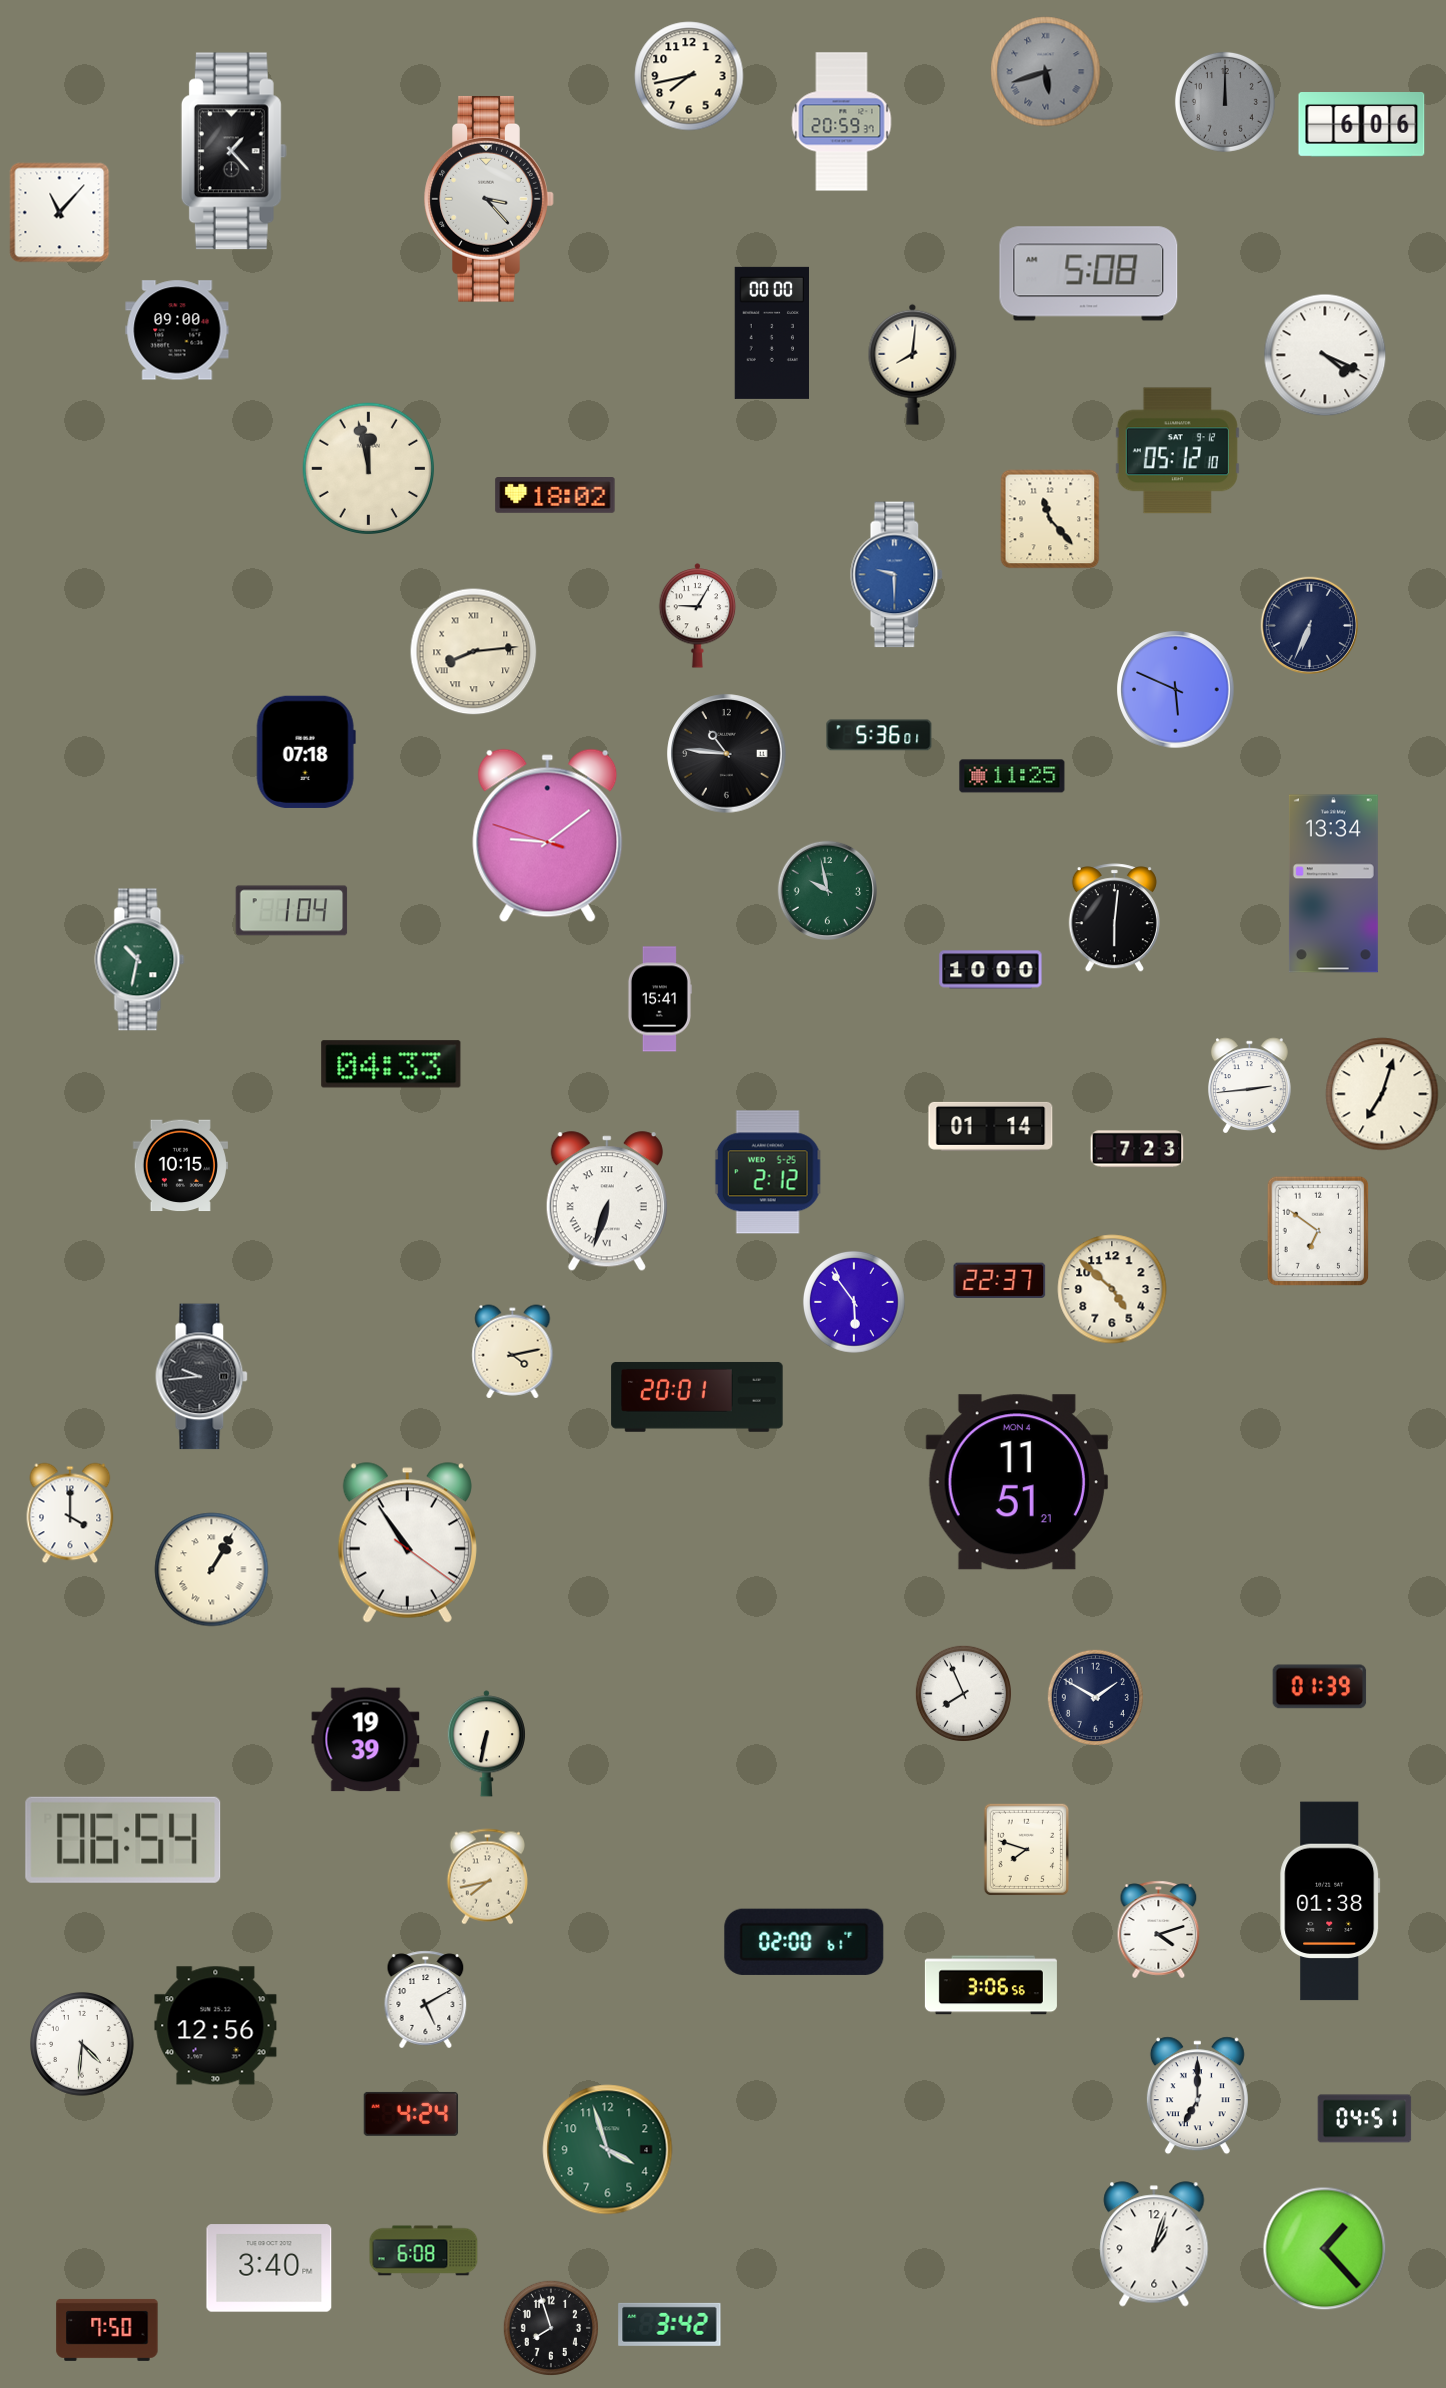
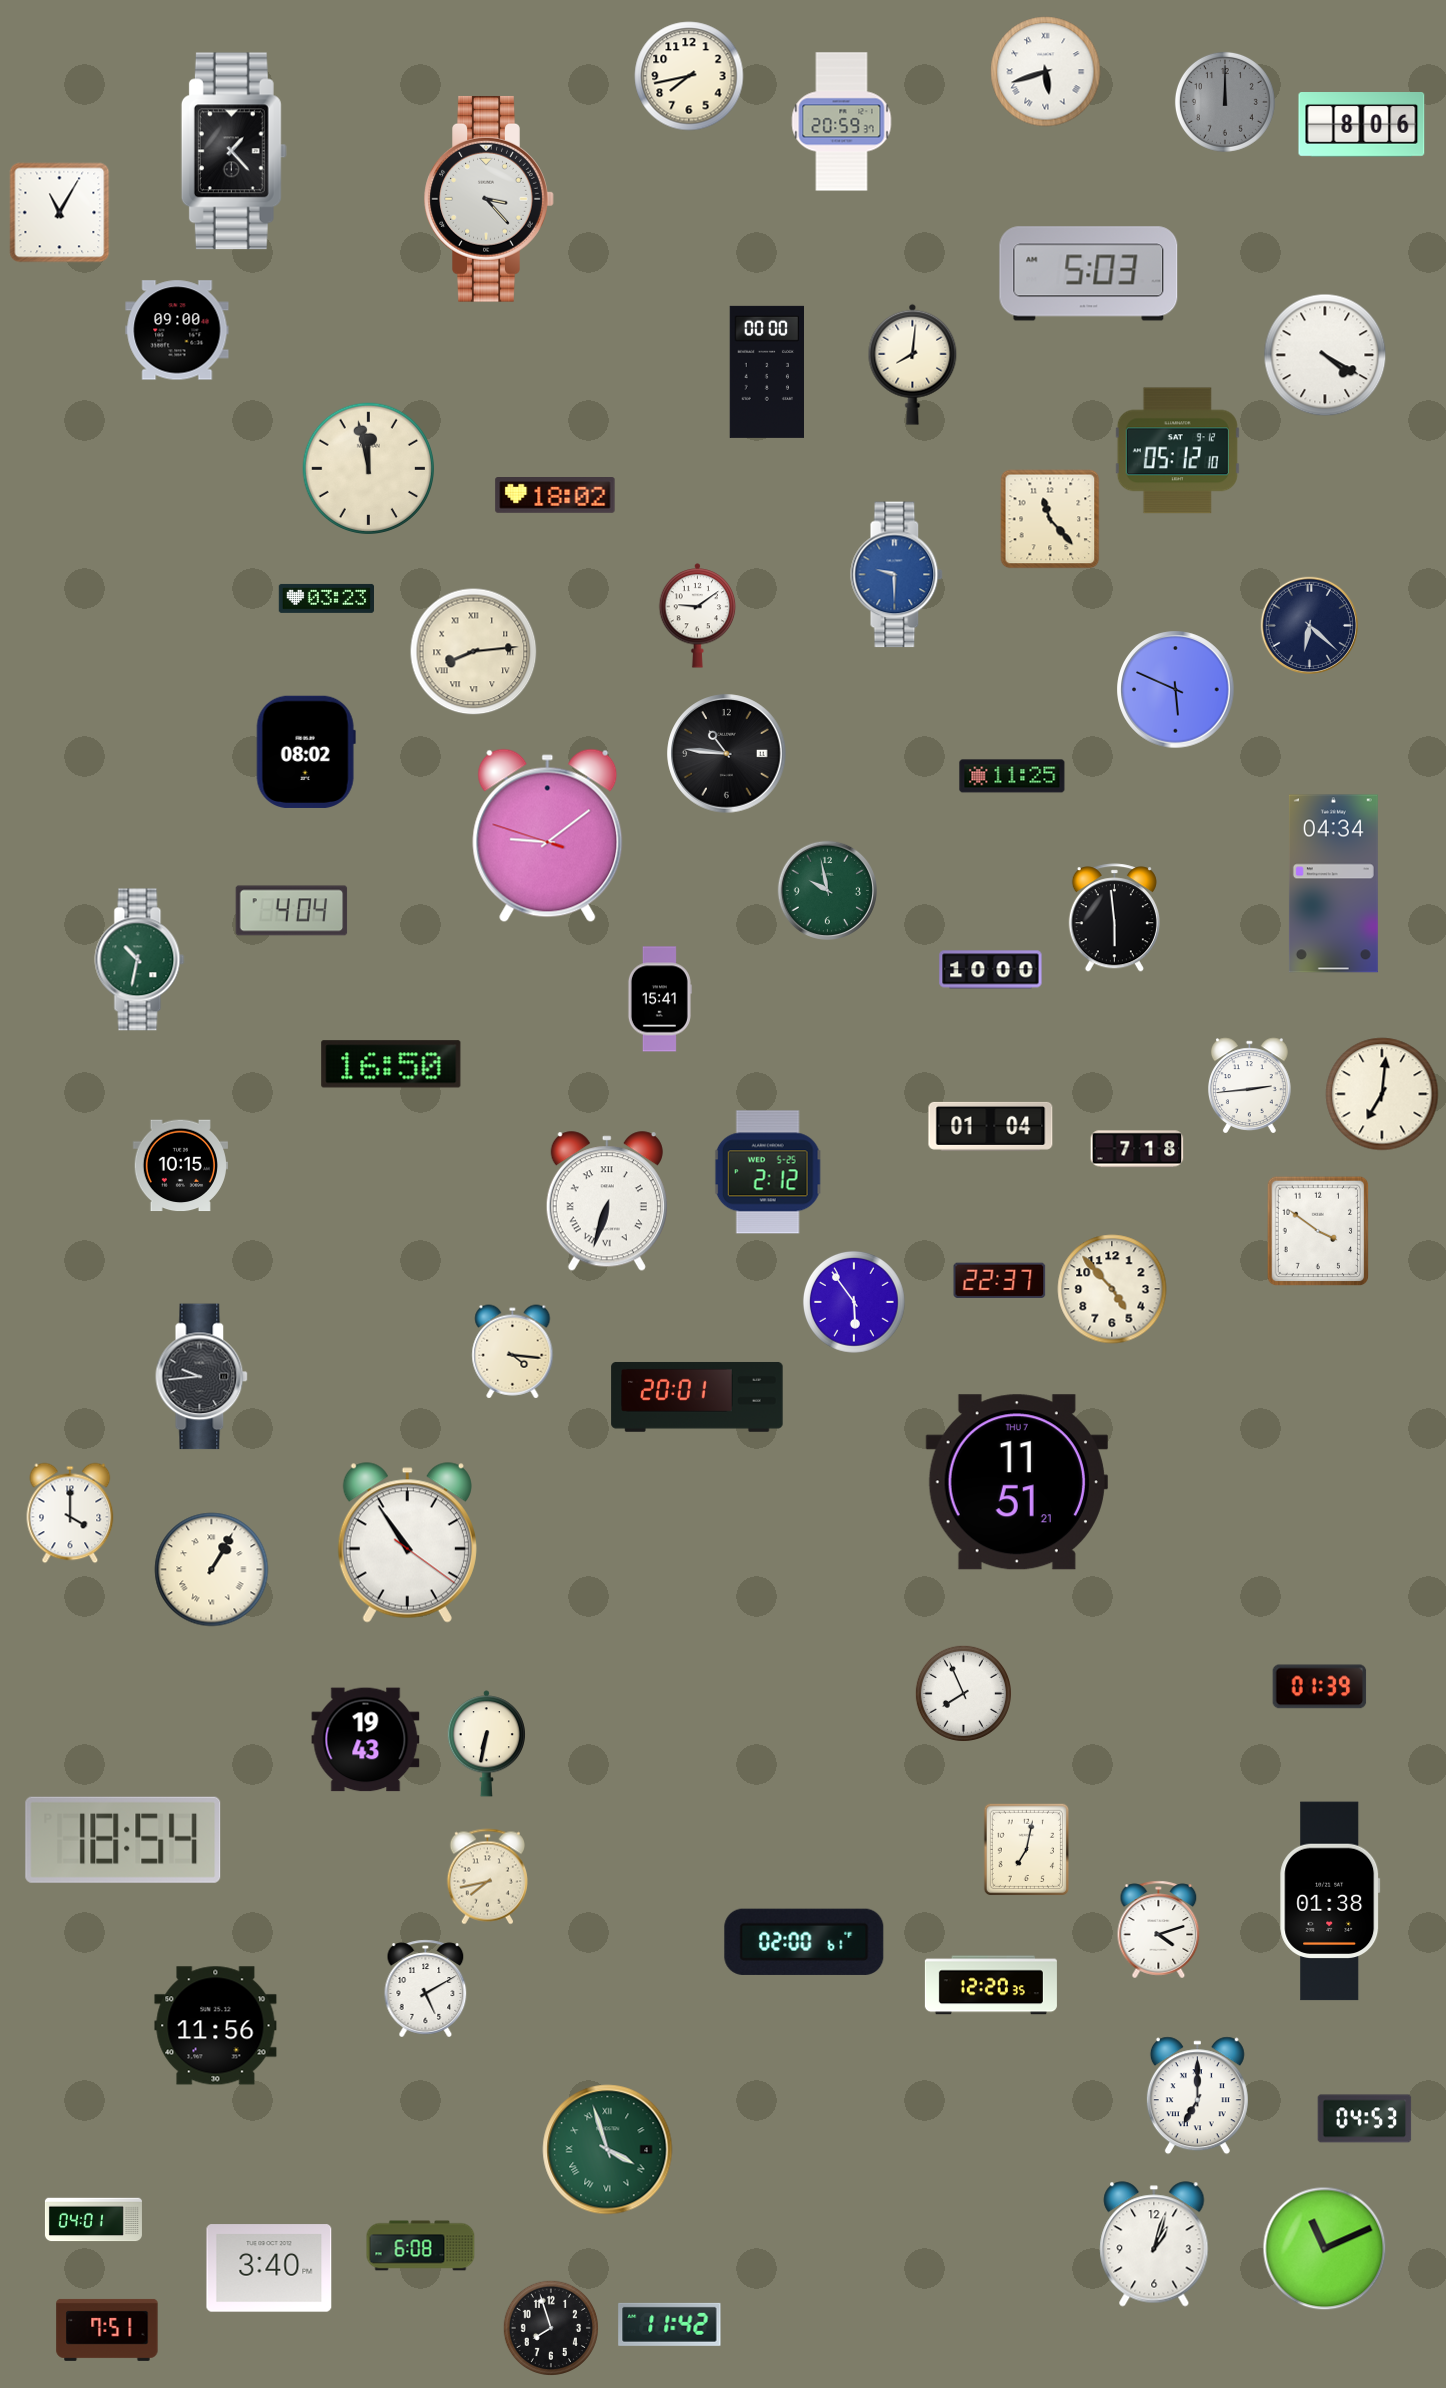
clock at (1046, 72) dial: grey -> white
clock at (1362, 125): 6:06 -> 8:06
clock at (60, 213): 11:07 -> 11:05
clock at (1089, 274): 5:08 -> 5:03
clock at (771, 333) position: (771, 333) -> (766, 372)
clock at (1325, 355): 4:19 -> 4:20
clock at (326, 598): none -> 03:23
clock at (698, 616): 9:05 -> 9:09
clock at (1309, 625): 6:34 -> 6:22
clock at (879, 735): 5:36 -> none
clock at (306, 751): 07:18 -> 08:02
clock at (1333, 884): 13:34 -> 04:34
clock at (292, 911): 1:04 -> 4:04
clock at (1114, 918): 6:01 -> 5:59
clock at (391, 1064): 04:33 -> 16:50
clock at (1382, 1094): 7:03 -> 7:01
clock at (991, 1126): 01:14 -> 01:04
clock at (1137, 1149): 7:23 -> 7:18
clock at (1318, 1231): 6:51 -> 3:51
clock at (1112, 1289): 4:52 -> 4:53
clock at (513, 1352): 4:13 -> 4:16
clock at (1017, 1482) date: MON 4 -> THU 7
clock at (1095, 1697): 1:50 -> none
clock at (366, 1740): 19:39 -> 19:43
clock at (123, 1840): 06:54 -> 18:54
clock at (1026, 1850): 7:48 -> 7:02
clock at (991, 1985): 3:06 -> 12:20
clock at (426, 2000) position: (426, 2000) -> (426, 1989)
clock at (216, 2026): 12:56 -> 11:56
clock at (82, 2044): 4:31 -> none
clock at (411, 2114): 4:24 -> none
clock at (1365, 2119): 04:51 -> 04:53
clock at (608, 2150) numerals: Arabic -> Roman
clock at (93, 2220): none -> 04:01
clock at (1325, 2249): 1:23 -> 11:11
clock at (424, 2251) position: (424, 2251) -> (421, 2246)
clock at (670, 2324): 3:42 -> 11:42
clock at (107, 2330): 7:50 -> 7:51
